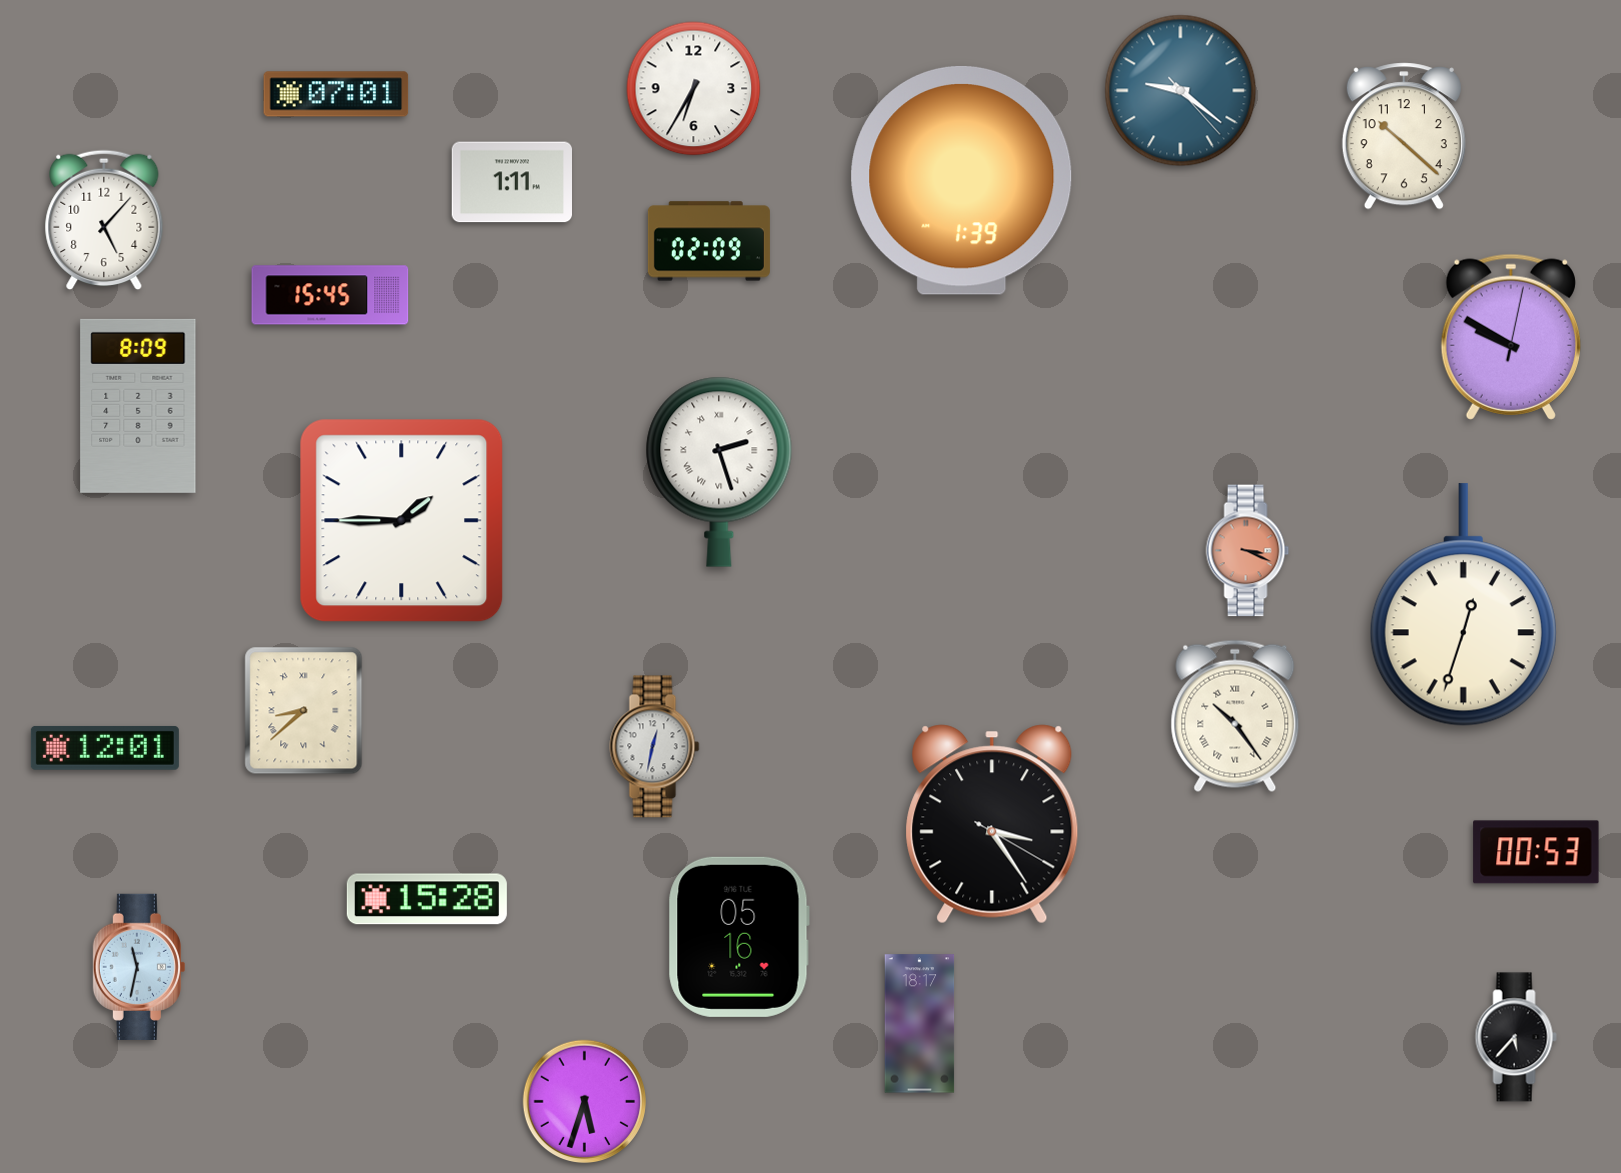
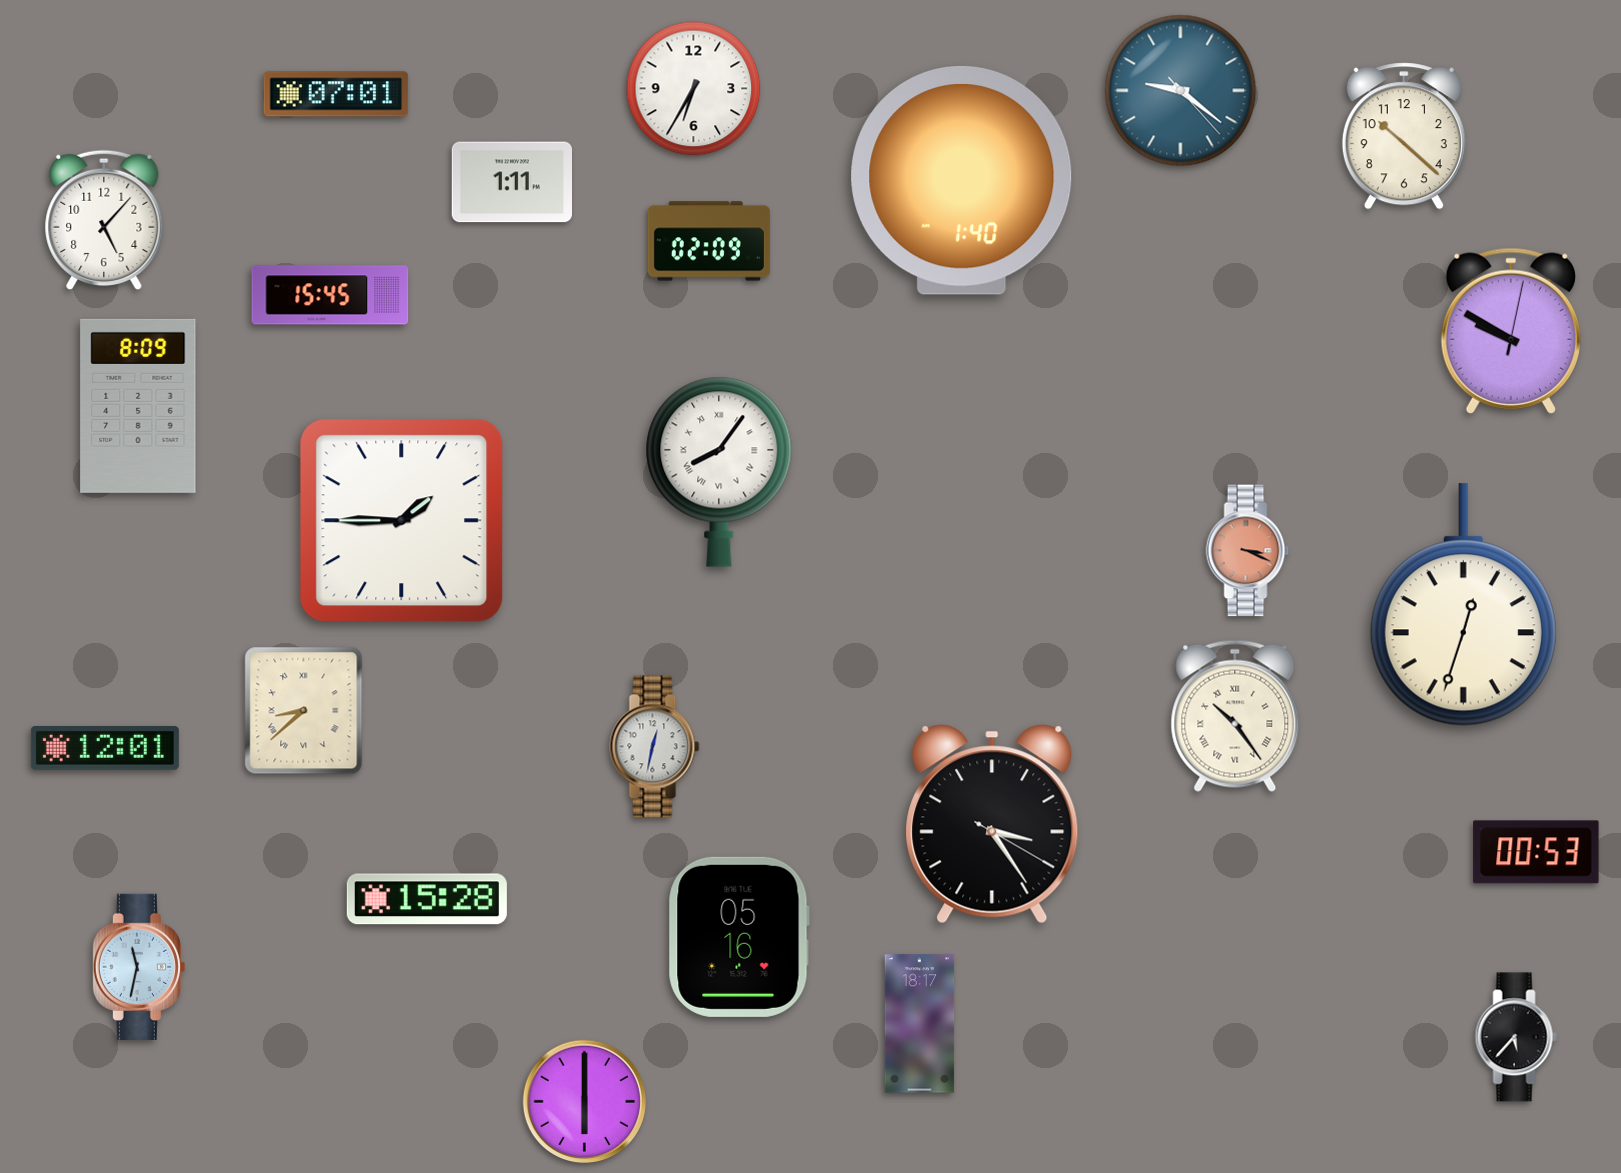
clock at (962, 180): 1:39 -> 1:40
clock at (1511, 337) position: (1511, 337) -> (1511, 331)
clock at (719, 472): 2:27 -> 8:06
clock at (584, 1101): 5:33 -> 6:00
